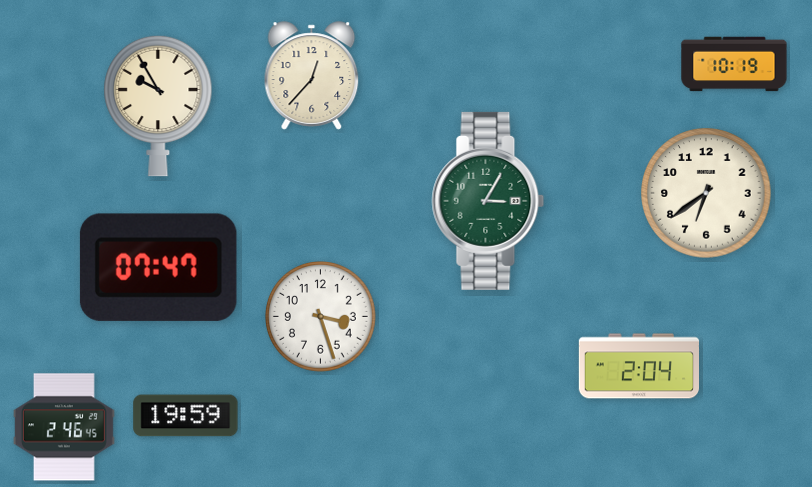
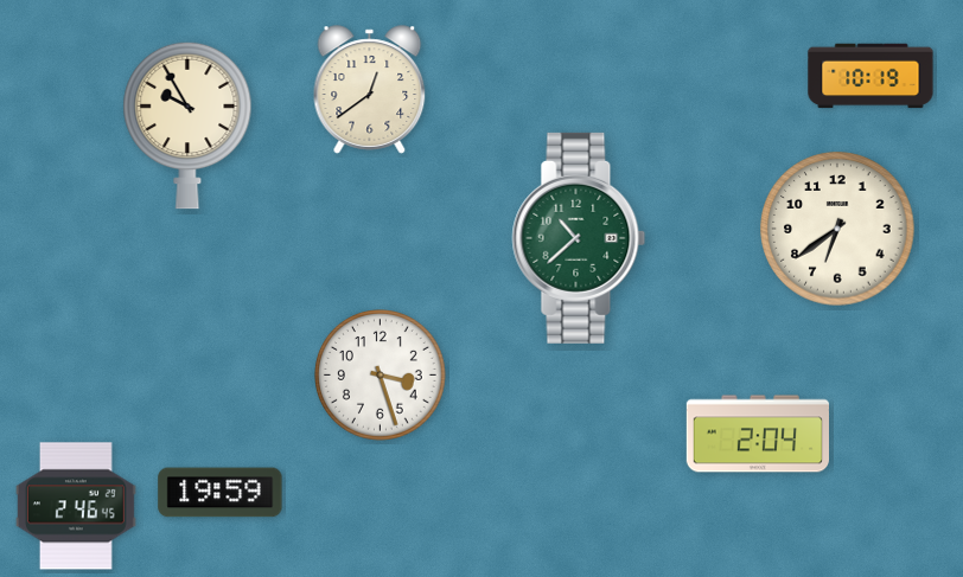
clock at (312, 76): 12:37 -> 12:39
clock at (488, 201): 3:05 -> 10:38
clock at (158, 267): 07:47 -> none
